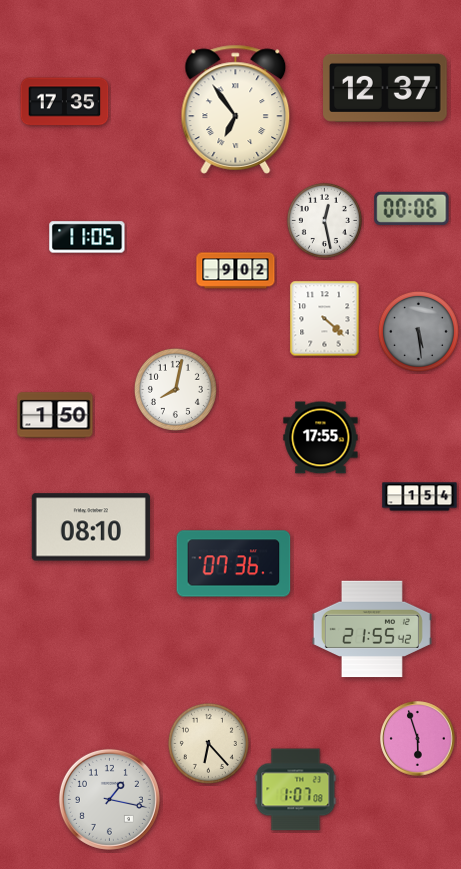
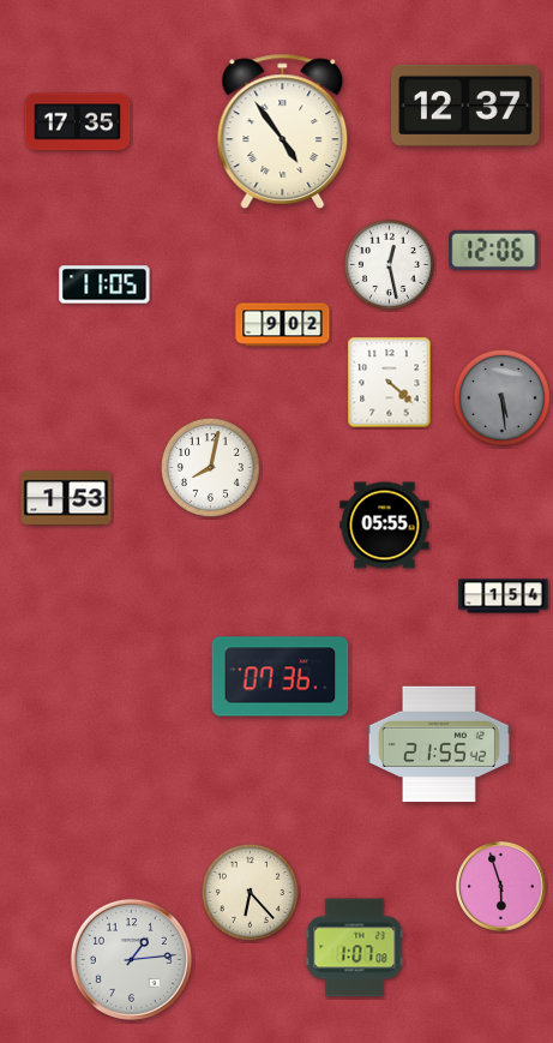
clock at (386, 88) position: (386, 88) -> (467, 106)
clock at (236, 109): 6:54 -> 4:54
clock at (412, 208): 00:06 -> 12:06
clock at (55, 415): 1:50 -> 1:53
clock at (321, 438): 17:55 -> 05:55
clock at (91, 527): 08:10 -> none
clock at (372, 629) position: (372, 629) -> (439, 744)
clock at (109, 799): 1:17 -> 1:14
